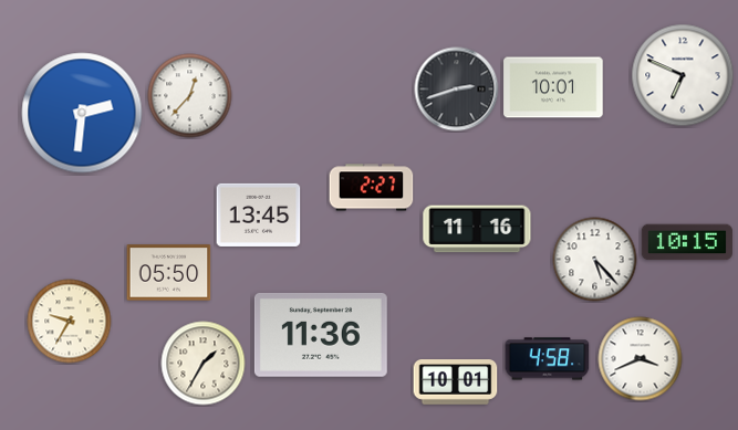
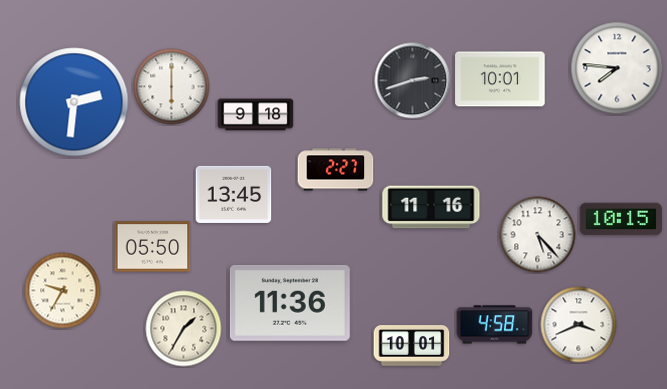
clock at (683, 75): 6:49 -> 7:46
clock at (190, 96): 12:37 -> 6:00
clock at (256, 115): none -> 9:18
